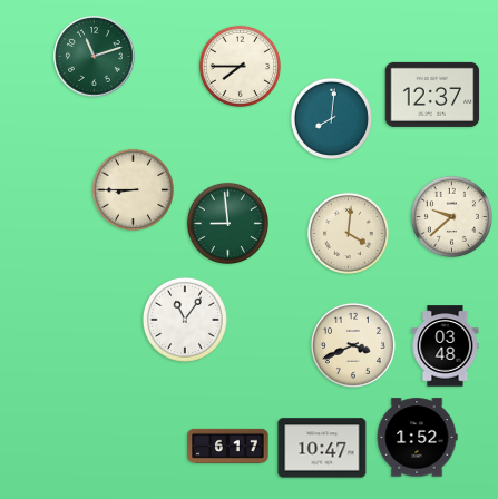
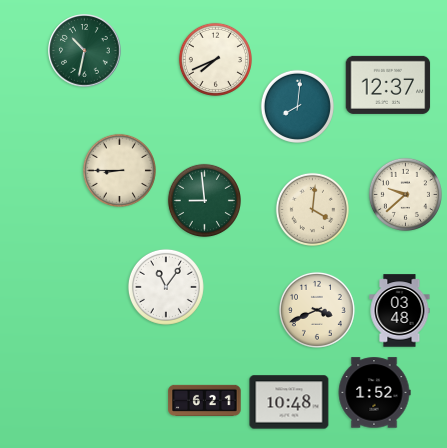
clock at (95, 57): 11:12 -> 10:32
clock at (240, 66): 7:45 -> 7:41
clock at (228, 446): 6:17 -> 6:21
clock at (322, 448): 10:47 -> 10:48
